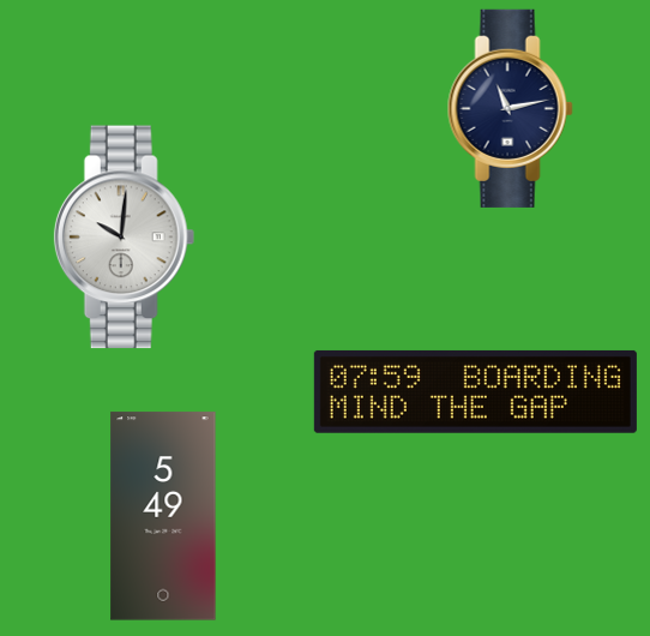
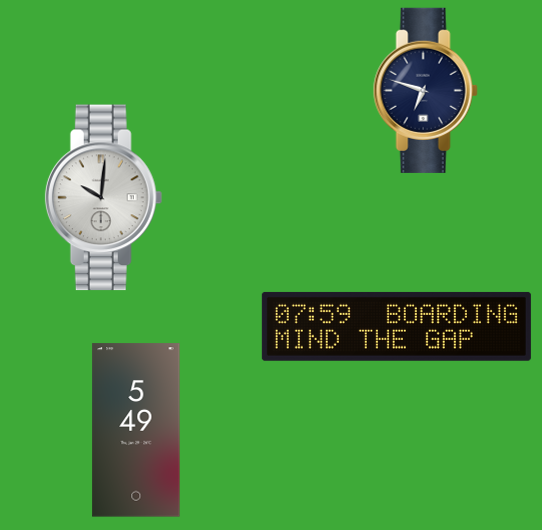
clock at (510, 108): 11:13 -> 6:48
